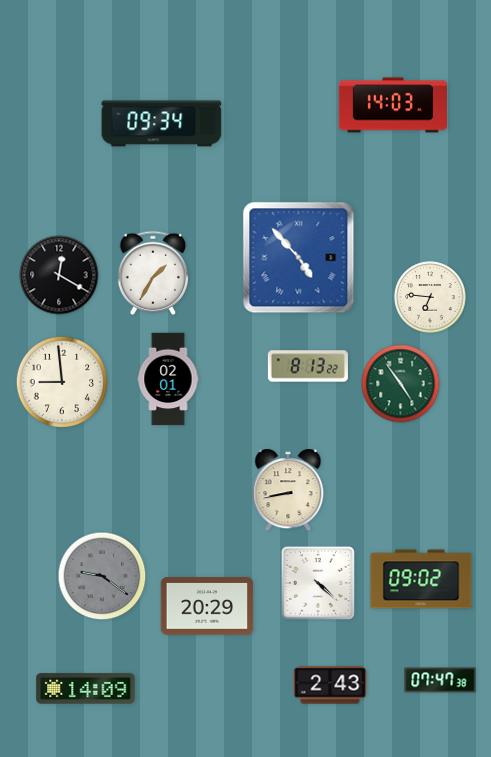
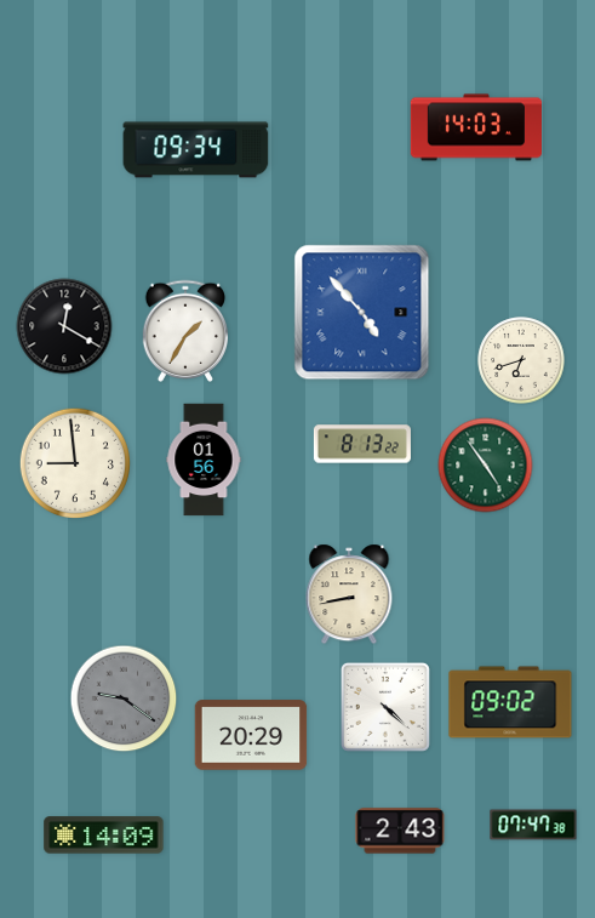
clock at (59, 275) position: (59, 275) -> (64, 326)
clock at (430, 297): 6:46 -> 6:42
clock at (308, 366) position: (308, 366) -> (362, 444)
clock at (168, 379): 02:01 -> 01:56
